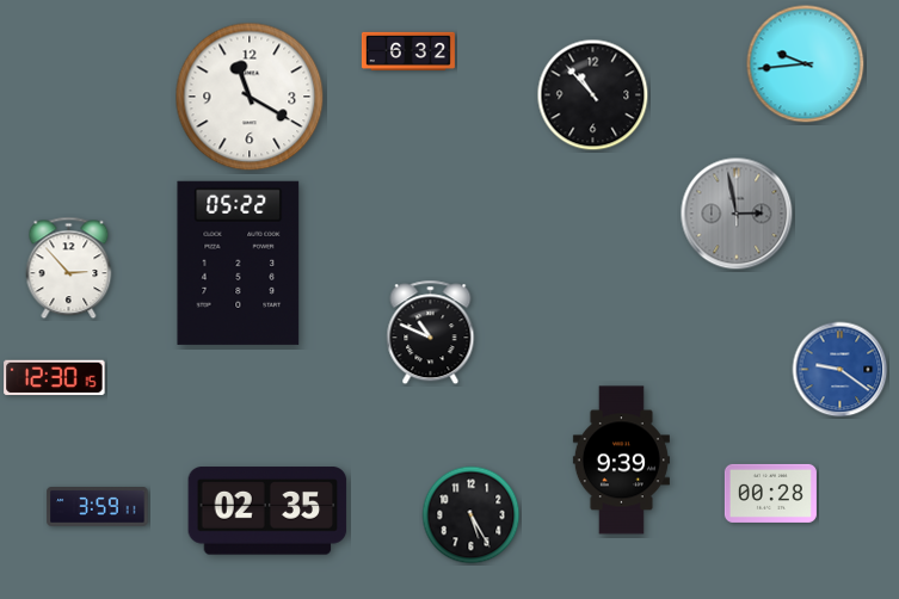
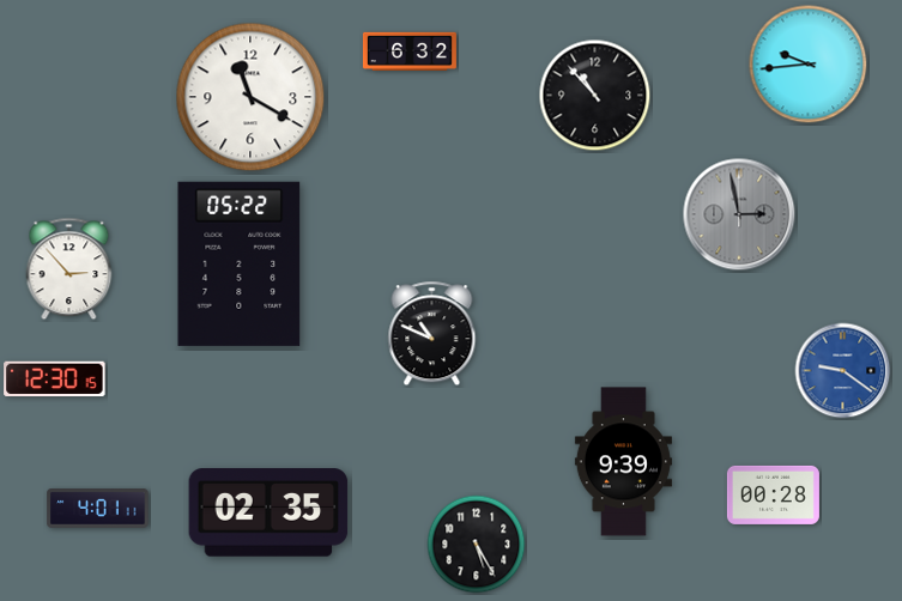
clock at (98, 507): 3:59 -> 4:01
clock at (472, 515) position: (472, 515) -> (477, 545)
